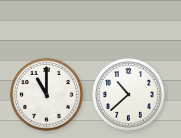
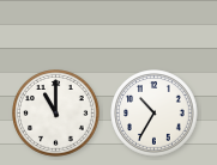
clock at (129, 95): 10:38 -> 10:35
